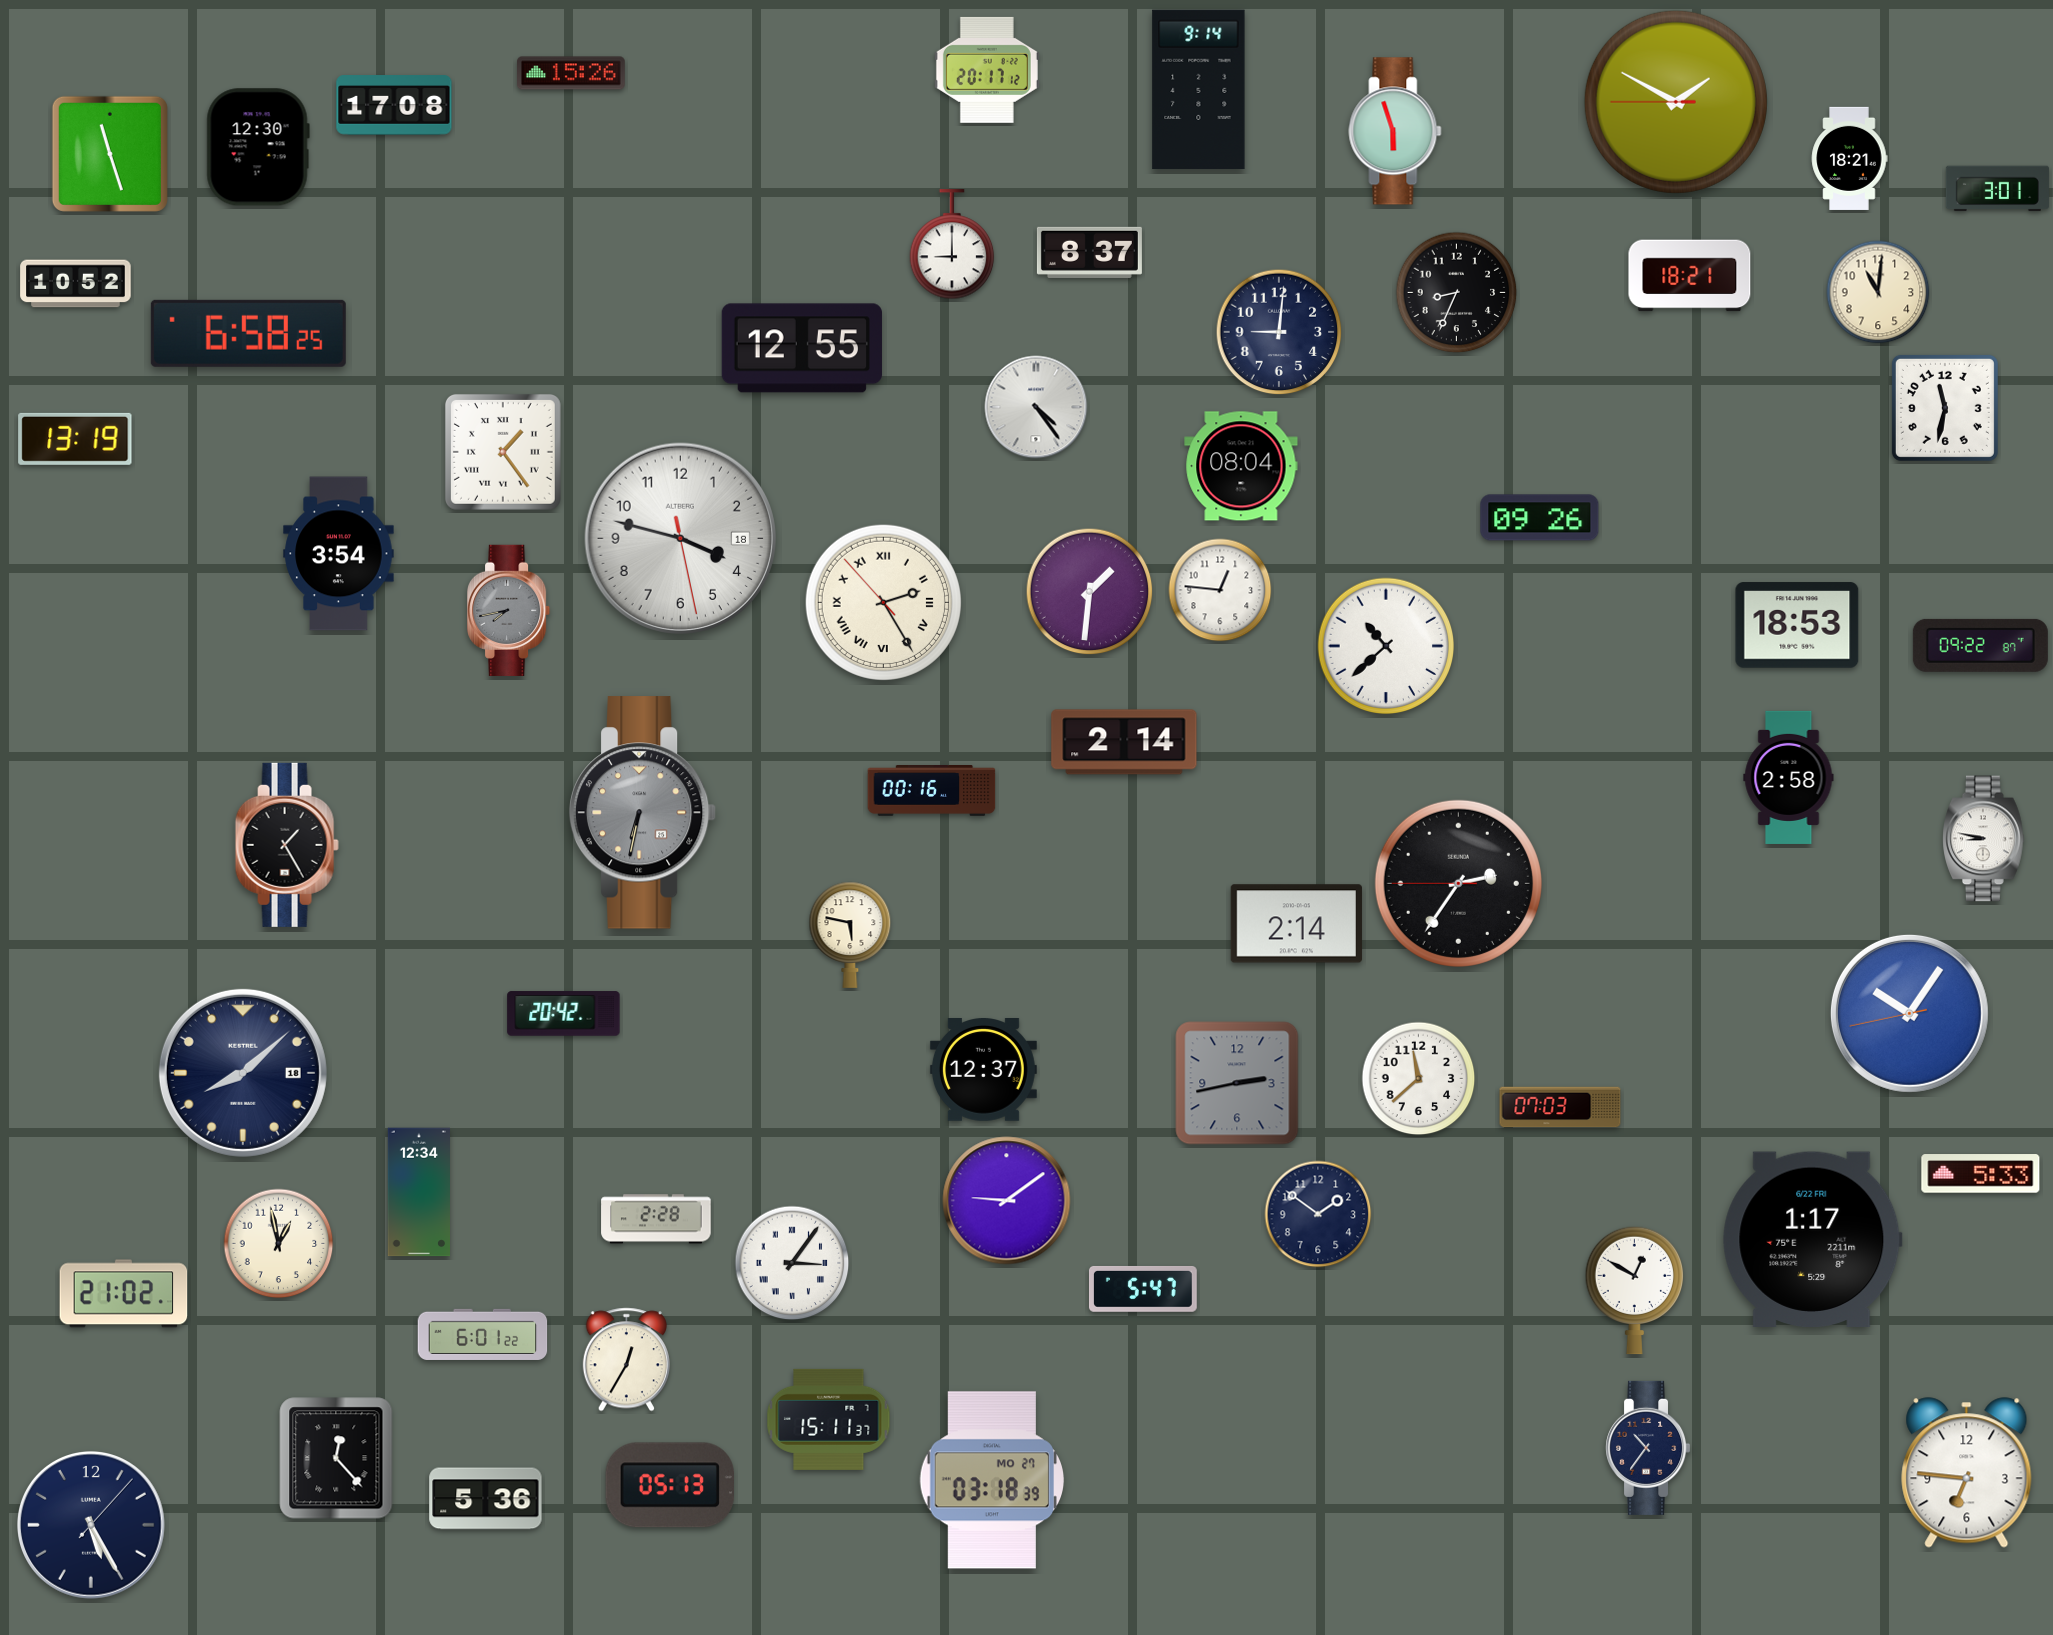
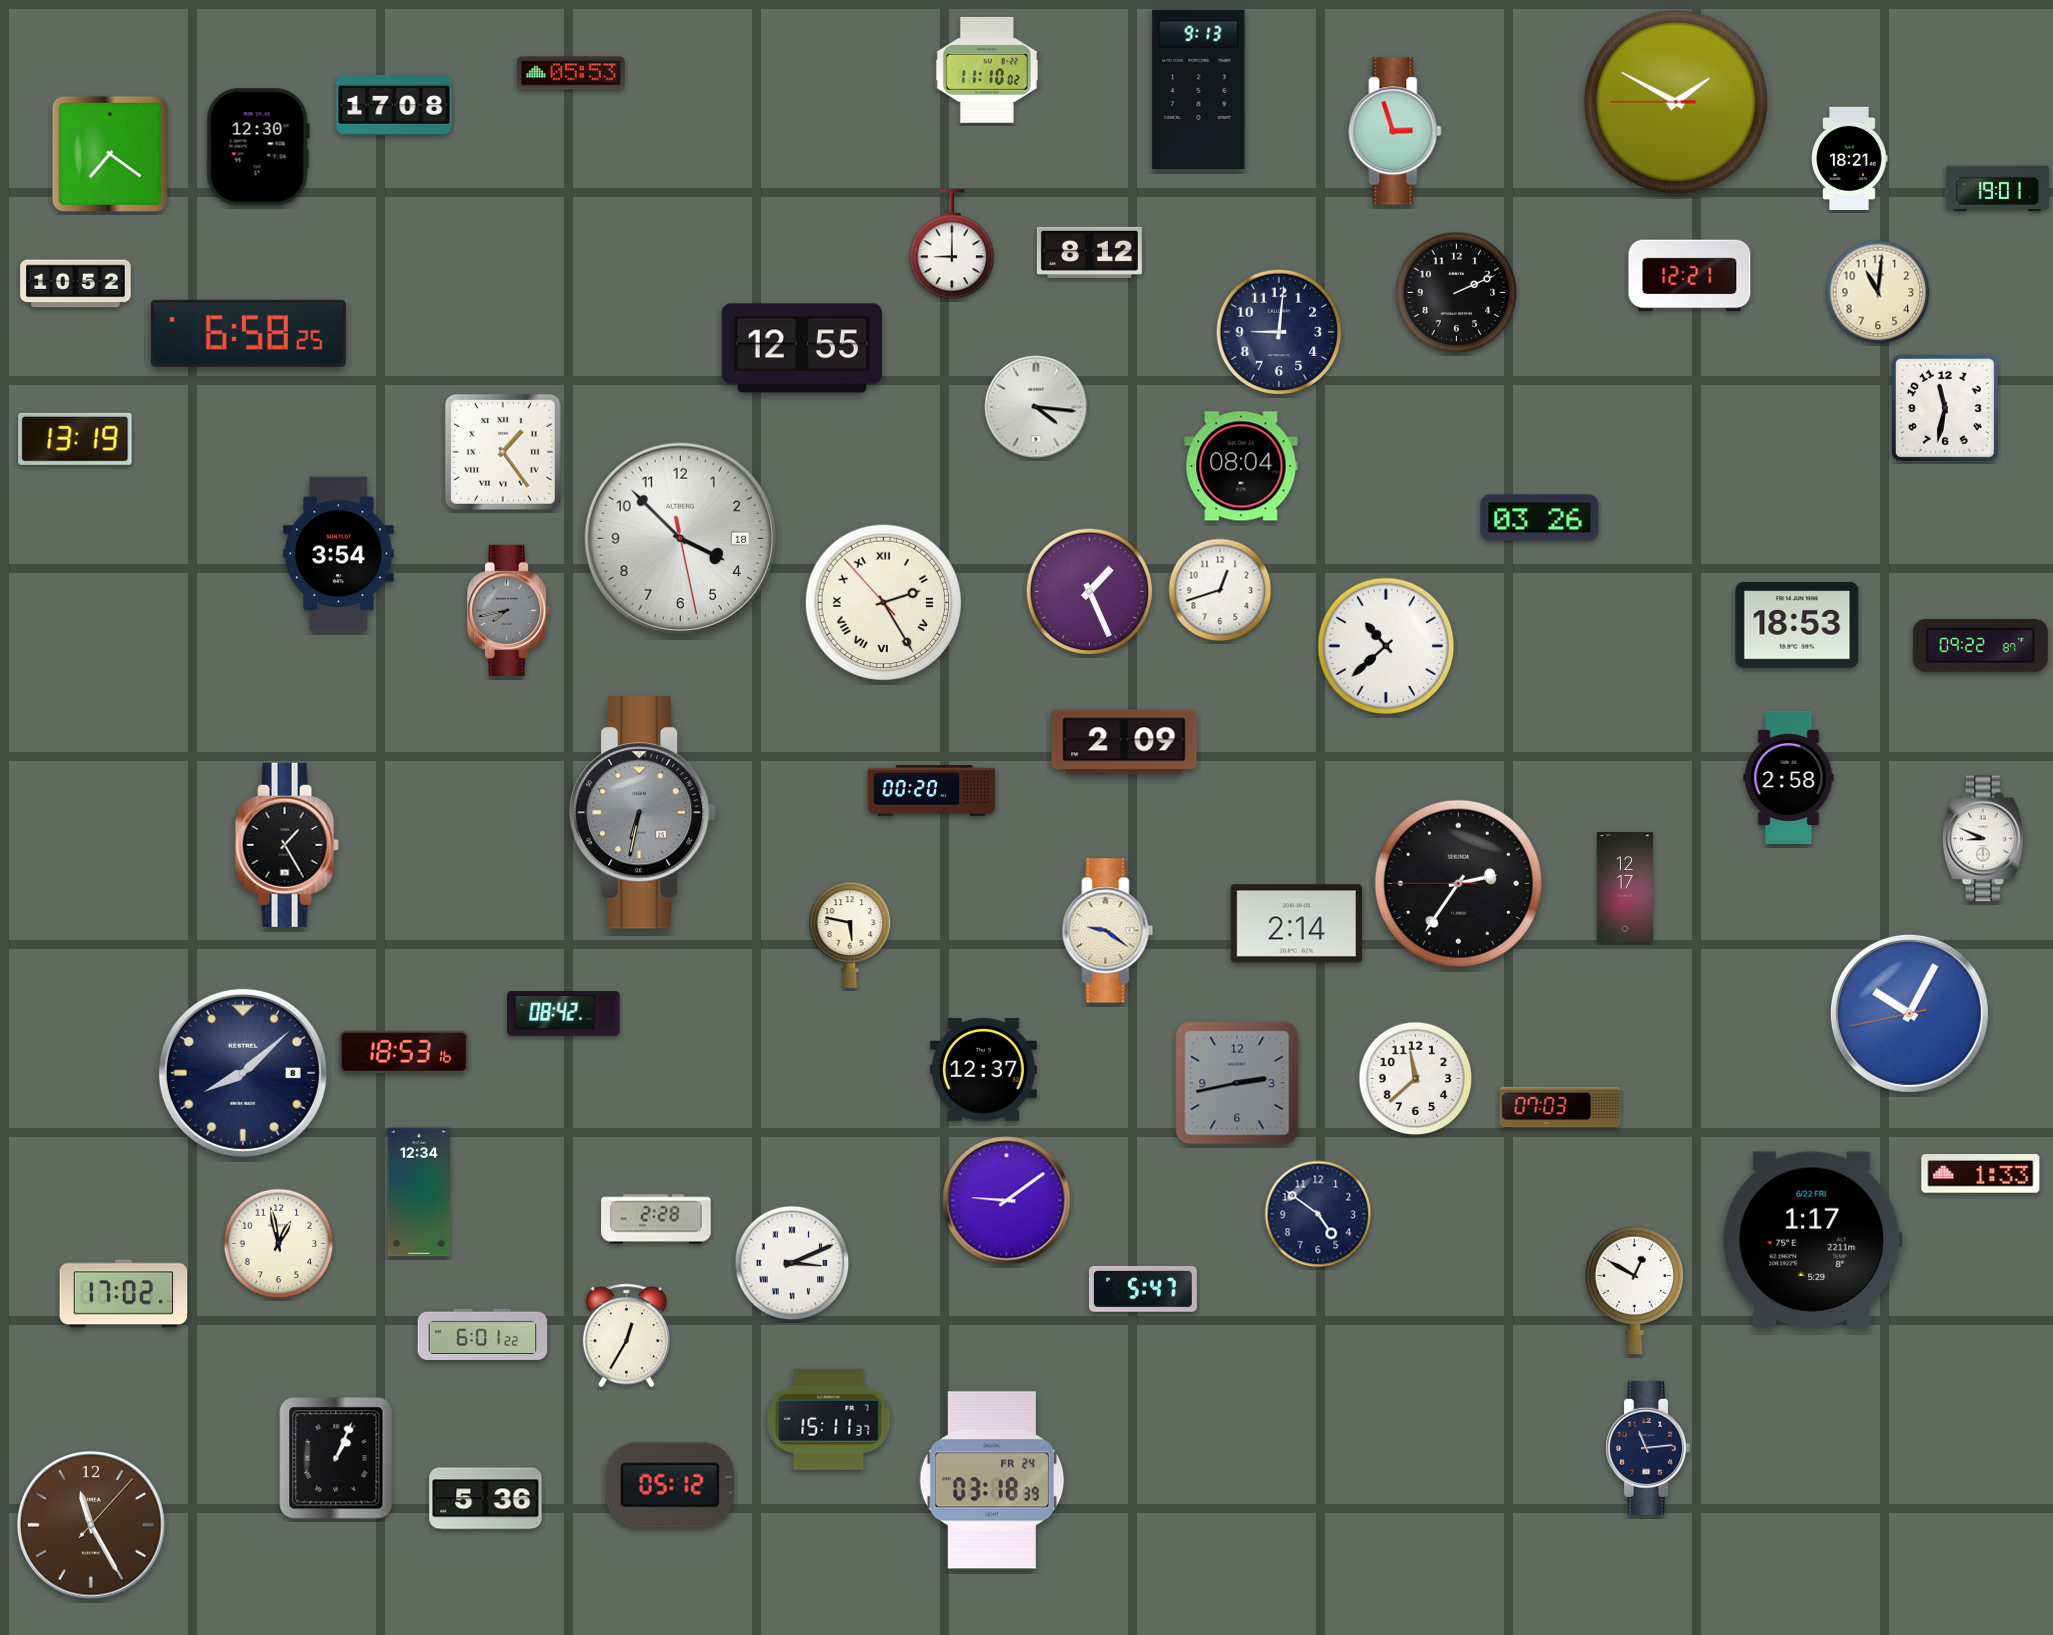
clock at (987, 70): 20:17 -> 11:10
clock at (572, 73): 15:26 -> 05:53
clock at (1199, 90): 9:14 -> 9:13
clock at (1395, 131): 5:57 -> 2:57
clock at (110, 154): 11:27 -> 7:21
clock at (1997, 189): 3:01 -> 19:01
clock at (1089, 252): 8:37 -> 8:12
clock at (1690, 276): 18:21 -> 12:21
clock at (1457, 293): 8:34 -> 2:11
clock at (1036, 407): 4:24 -> 4:16
clock at (1540, 518): 09:26 -> 03:26
clock at (680, 538): 3:47 -> 3:52
clock at (1220, 590): 12:46 -> 12:42
clock at (1090, 592): 1:31 -> 1:26
clock at (1124, 742): 2:14 -> 2:09
clock at (932, 791): 00:16 -> 00:20
clock at (1984, 839): 8:47 -> 8:49
clock at (1625, 887): none -> 12:17
clock at (1108, 931): none -> 9:21
clock at (1909, 1013): 10:05 -> 10:04
clock at (564, 1014): 20:42 -> 08:42
clock at (404, 1052): none -> 18:53
clock at (243, 1073) date: 18 -> 8
clock at (1419, 1079) position: (1419, 1079) -> (1416, 1079)
clock at (1981, 1174): 5:33 -> 1:33
clock at (1318, 1214): 1:51 -> 4:51
clock at (792, 1263): 3:06 -> 3:11
clock at (124, 1294): 21:02 -> 17:02
clock at (626, 1360) position: (626, 1360) -> (626, 1336)
clock at (1648, 1448): 10:36 -> 11:14
clock at (336, 1458): 12:23 -> 1:04
clock at (1967, 1473): 6:46 -> none
clock at (992, 1480) date: MO 27 -> FR 24
clock at (669, 1485): 05:13 -> 05:12
clock at (91, 1525): 5:25 -> 11:25
clock at (91, 1525) dial: navy -> brown
